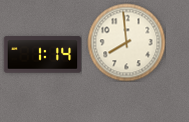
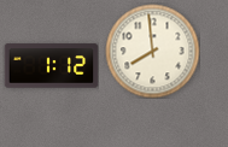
clock at (42, 55): 1:14 -> 1:12
